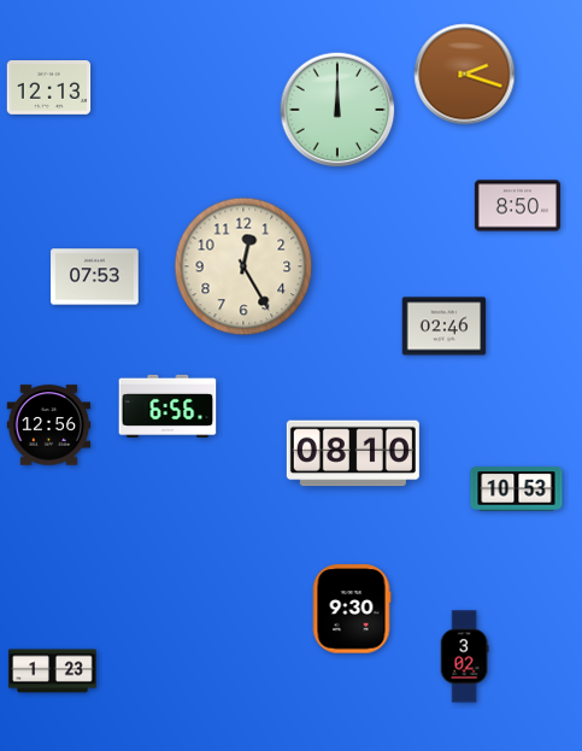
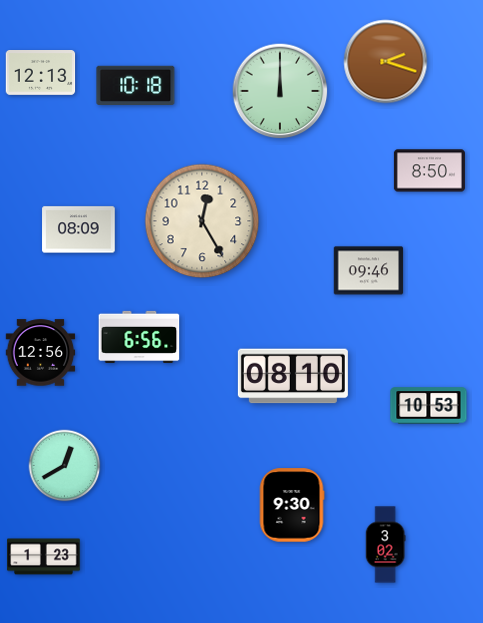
clock at (136, 85): none -> 10:18
clock at (95, 277): 07:53 -> 08:09
clock at (445, 327): 02:46 -> 09:46
clock at (65, 466): none -> 12:40
